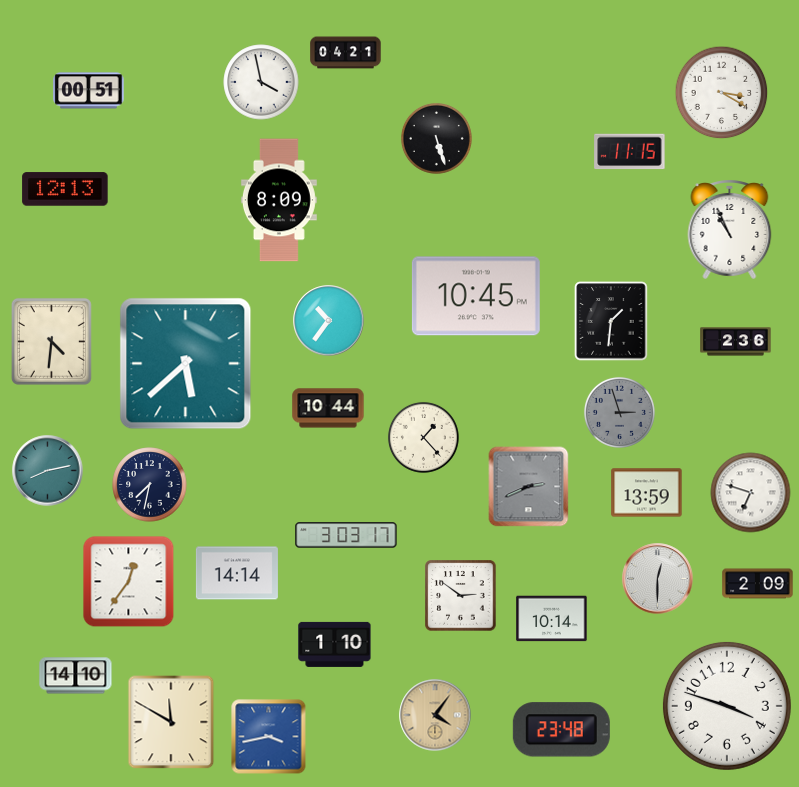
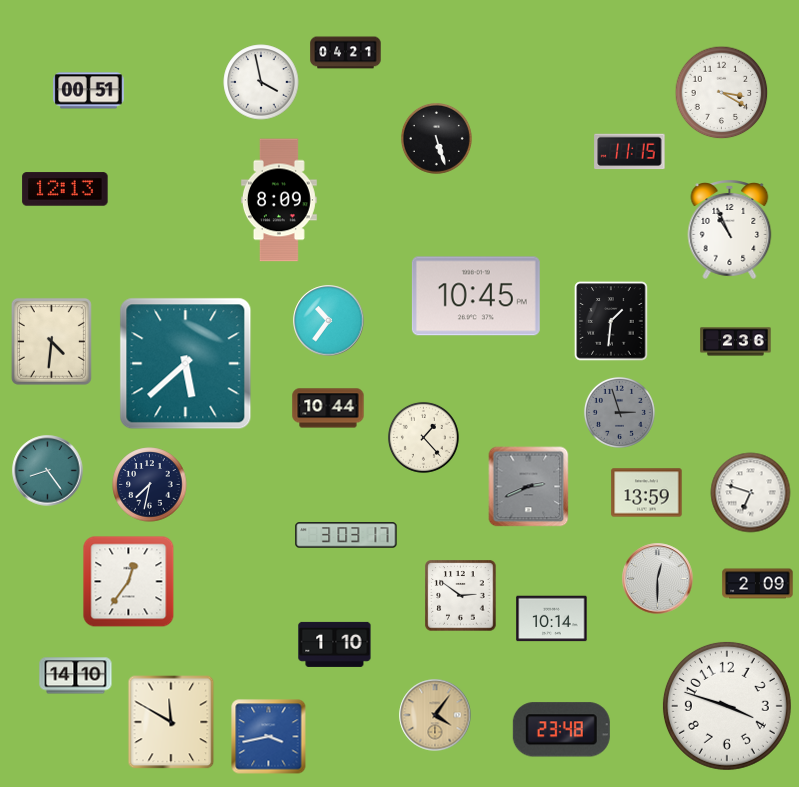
clock at (48, 471): 8:13 -> 8:24
clock at (237, 573): 14:14 -> none
